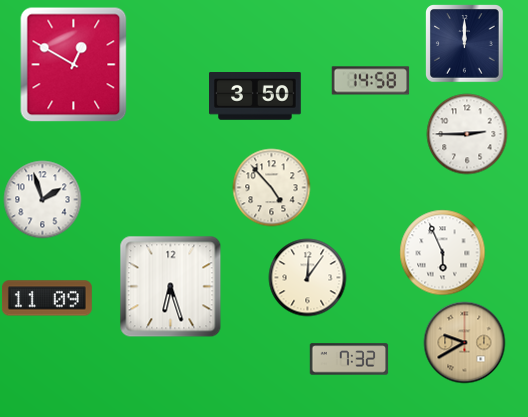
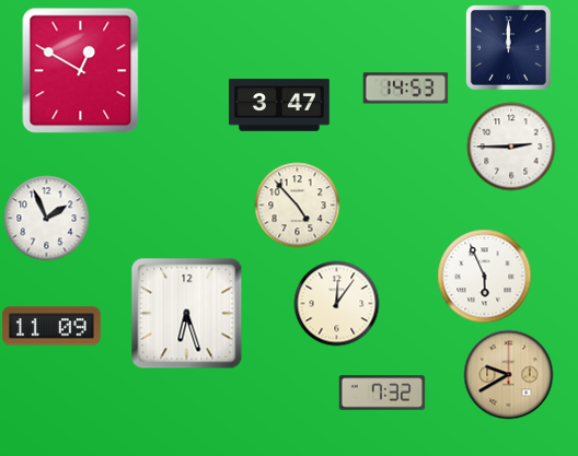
clock at (370, 81): 14:58 -> 14:53
clock at (256, 97): 3:50 -> 3:47
clock at (42, 199): 1:57 -> 1:56
